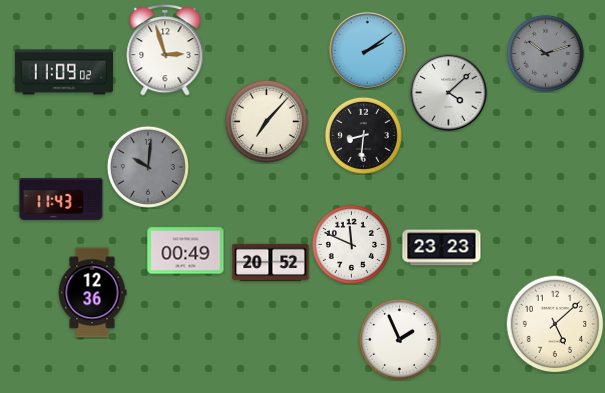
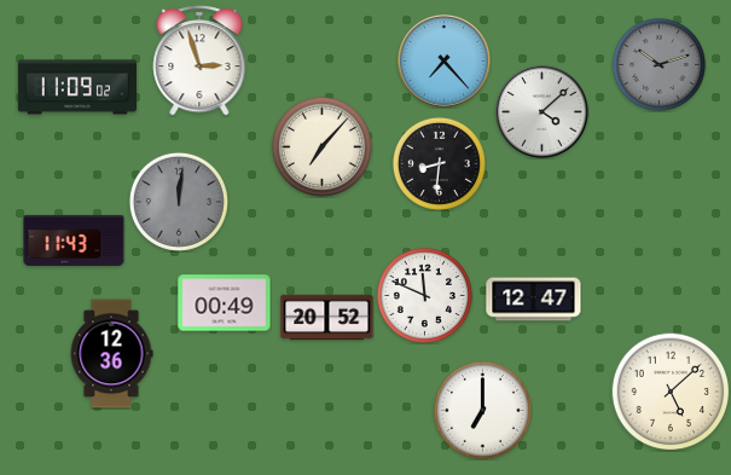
clock at (368, 51): 2:09 -> 7:23
clock at (148, 167): 10:01 -> 12:01
clock at (442, 248): 23:23 -> 12:47
clock at (399, 339): 1:56 -> 7:00
